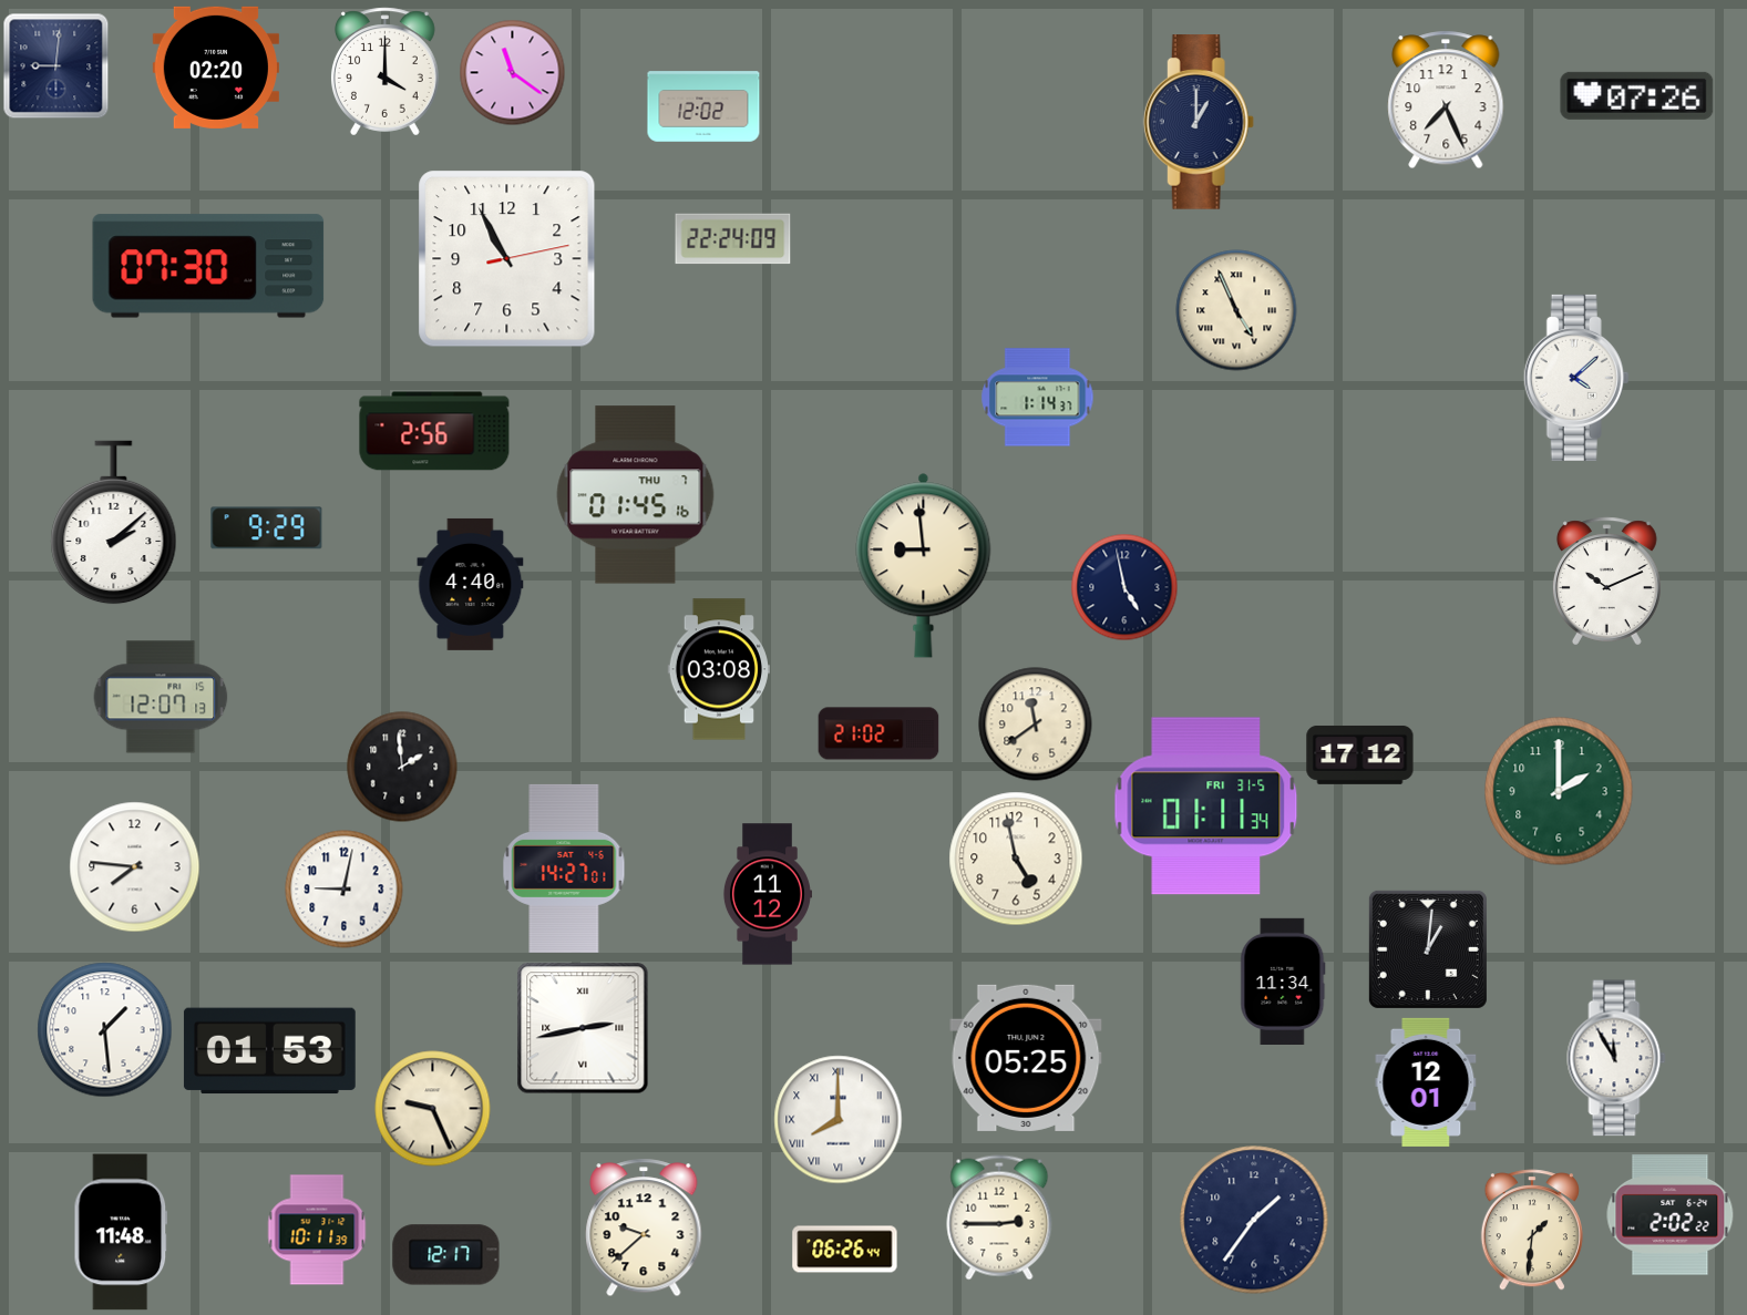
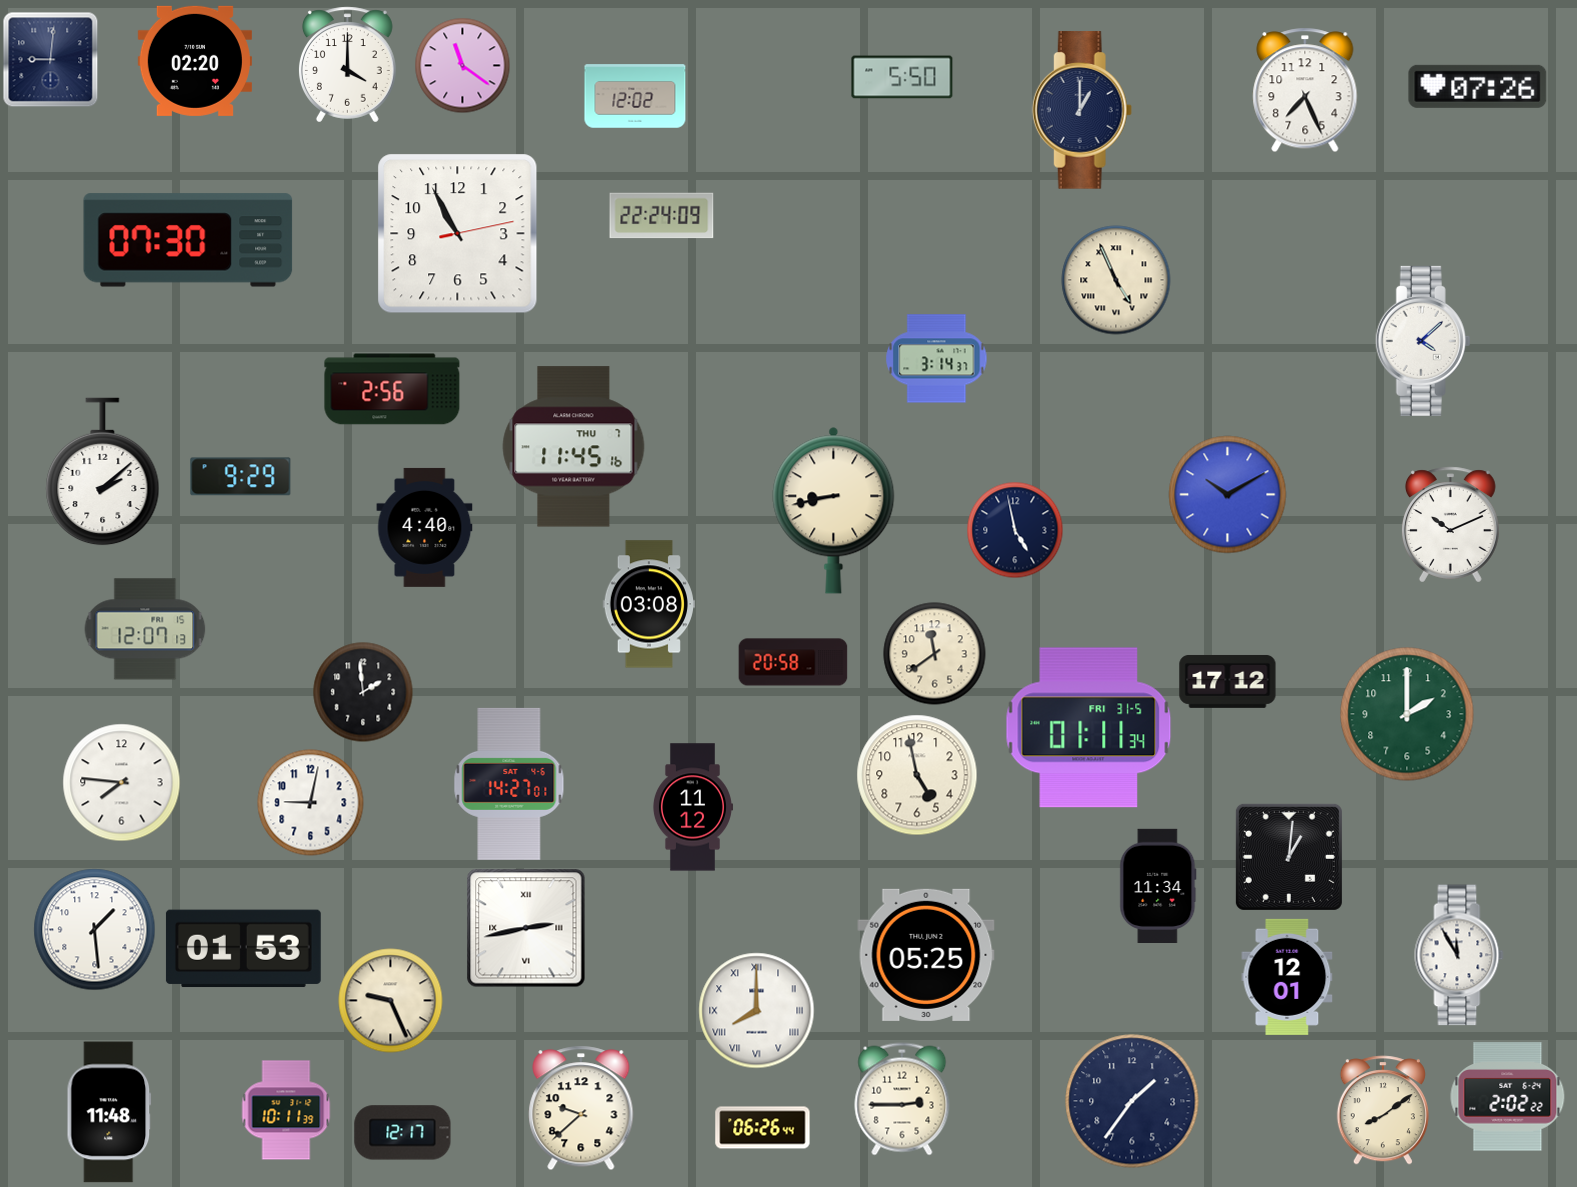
clock at (902, 77): none -> 5:50
clock at (1038, 398): 1:14 -> 3:14
clock at (636, 495): 01:45 -> 11:45
clock at (1228, 495): none -> 10:10
clock at (924, 565): 8:59 -> 8:43
clock at (878, 733): 21:02 -> 20:58
clock at (1532, 1230): 1:31 -> 8:09
